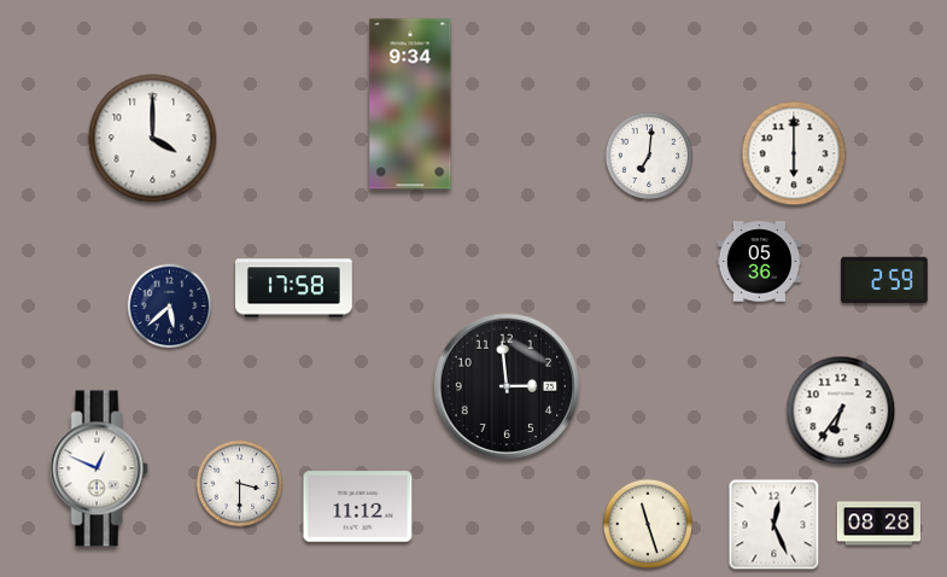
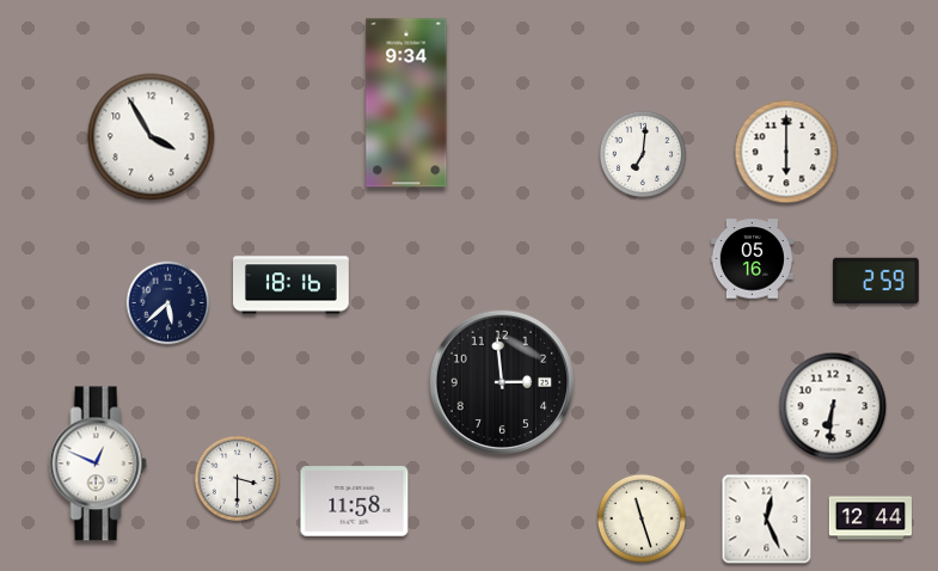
clock at (153, 139): 4:00 -> 3:55
clock at (759, 262): 05:36 -> 05:16
clock at (884, 280) position: (884, 280) -> (876, 281)
clock at (294, 288): 17:58 -> 18:16
clock at (841, 410): 6:36 -> 6:31
clock at (358, 507): 11:12 -> 11:58
clock at (878, 524): 08:28 -> 12:44
